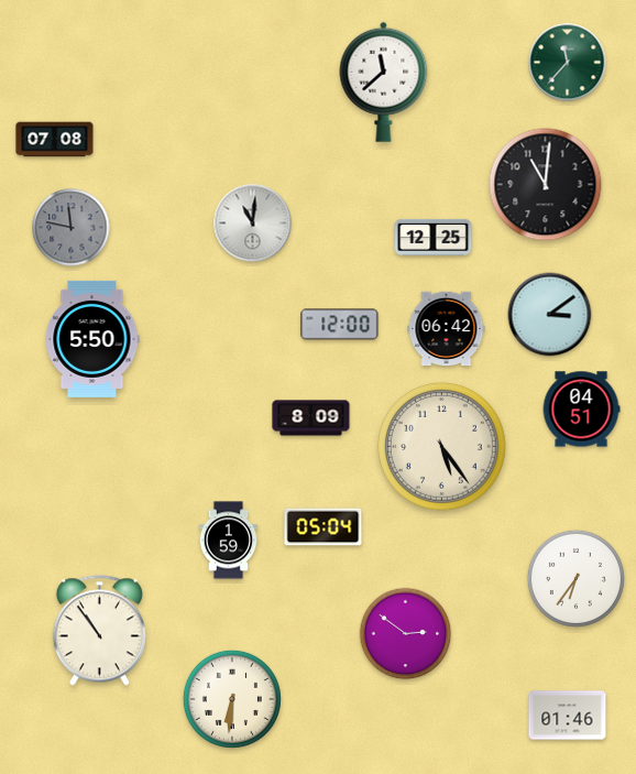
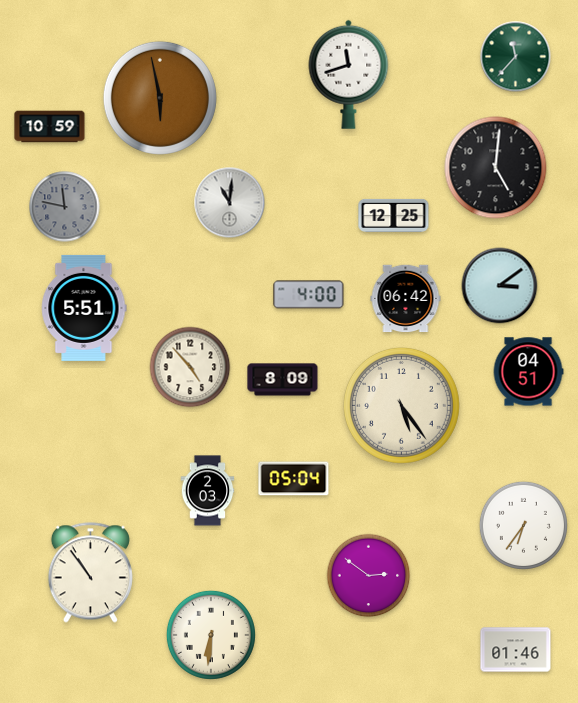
clock at (384, 81): 11:38 -> 11:42
clock at (160, 98): none -> 5:58
clock at (55, 140): 07:08 -> 10:59
clock at (546, 185): 11:01 -> 5:01
clock at (340, 325): 12:00 -> 4:00
clock at (92, 339): 5:50 -> 5:51
clock at (190, 367): none -> 4:53
clock at (229, 541): 1:59 -> 2:03
